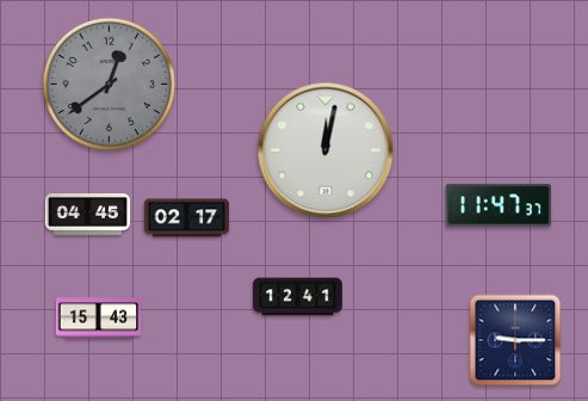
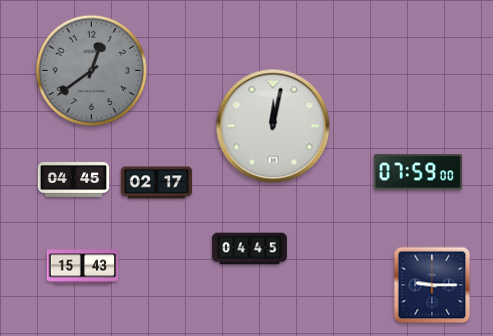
clock at (499, 205): 11:47 -> 07:59
clock at (298, 297): 12:41 -> 04:45
